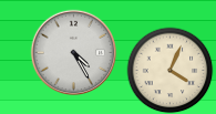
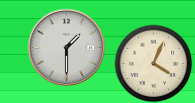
clock at (73, 52): 4:25 -> 1:30
